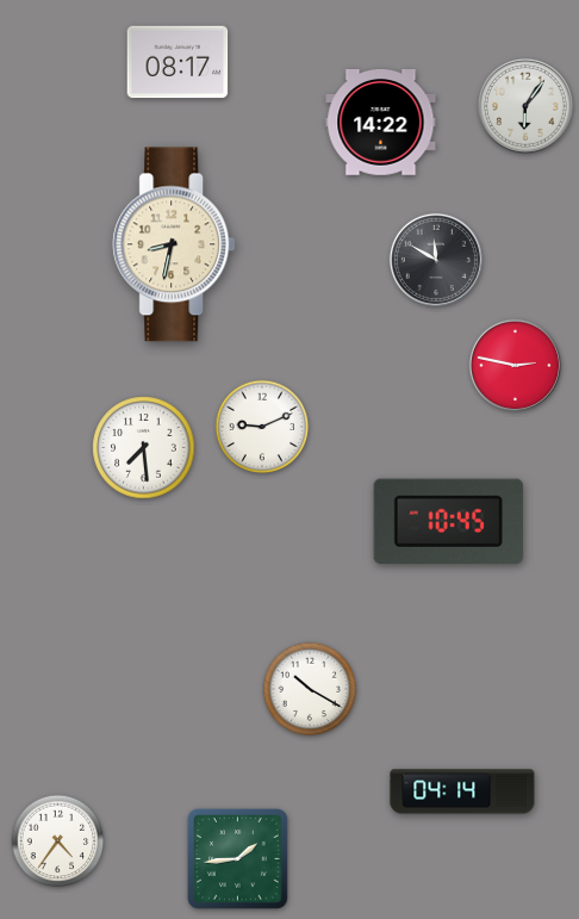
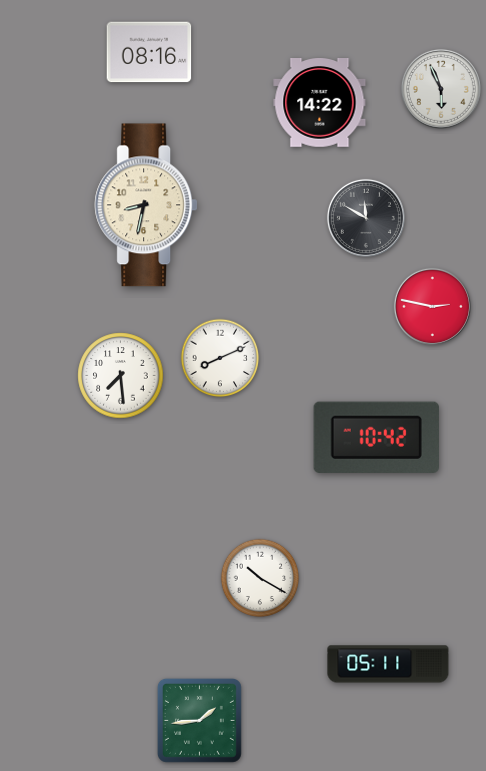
clock at (178, 62): 08:17 -> 08:16
clock at (525, 106): 6:06 -> 5:56
clock at (262, 427): 9:11 -> 8:11
clock at (448, 521): 10:45 -> 10:42
clock at (462, 791): 04:14 -> 05:11
clock at (58, 842): 4:36 -> none
